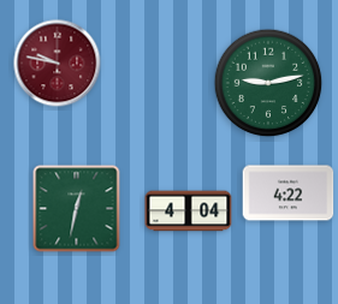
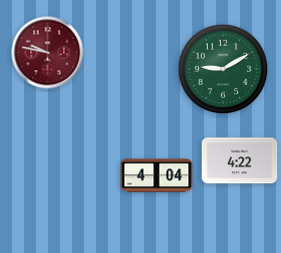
clock at (268, 83): 9:13 -> 9:10
clock at (77, 209): 12:32 -> none
